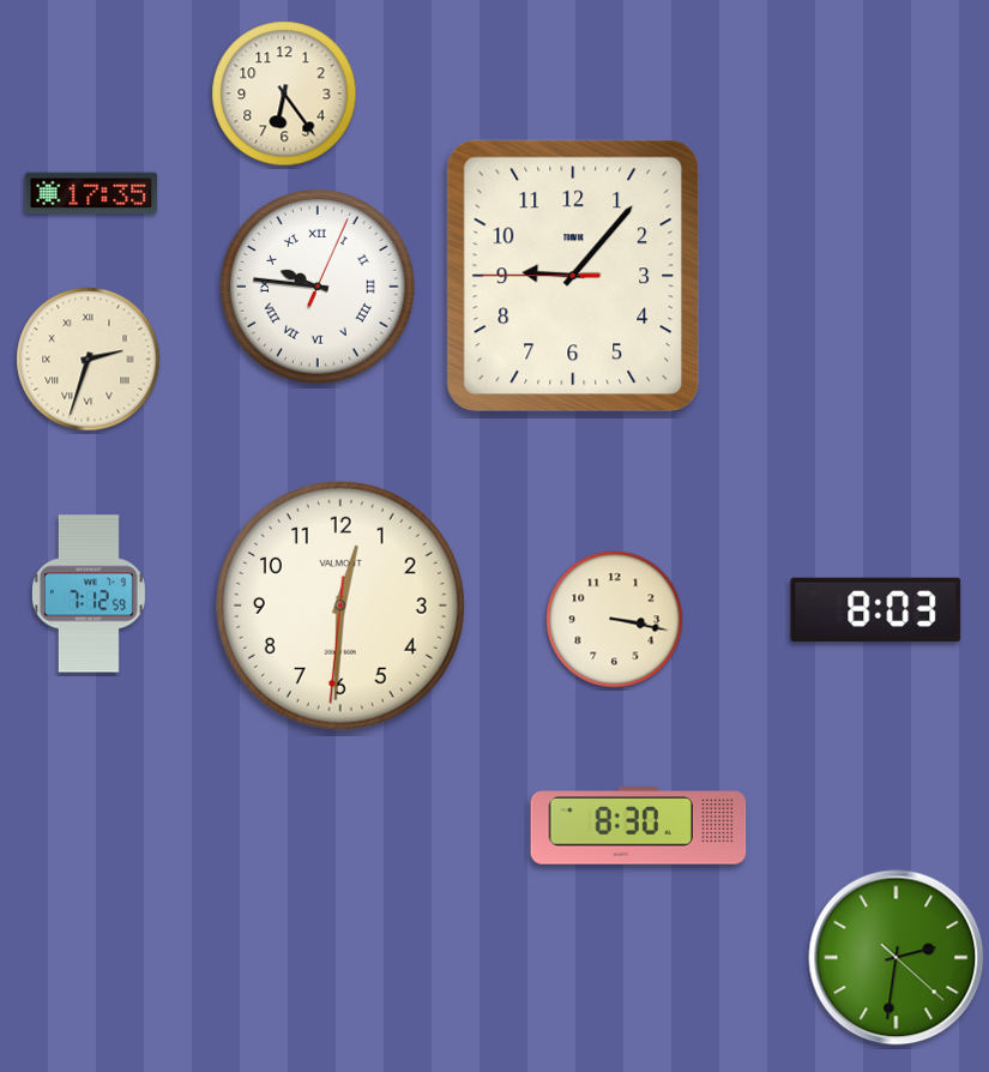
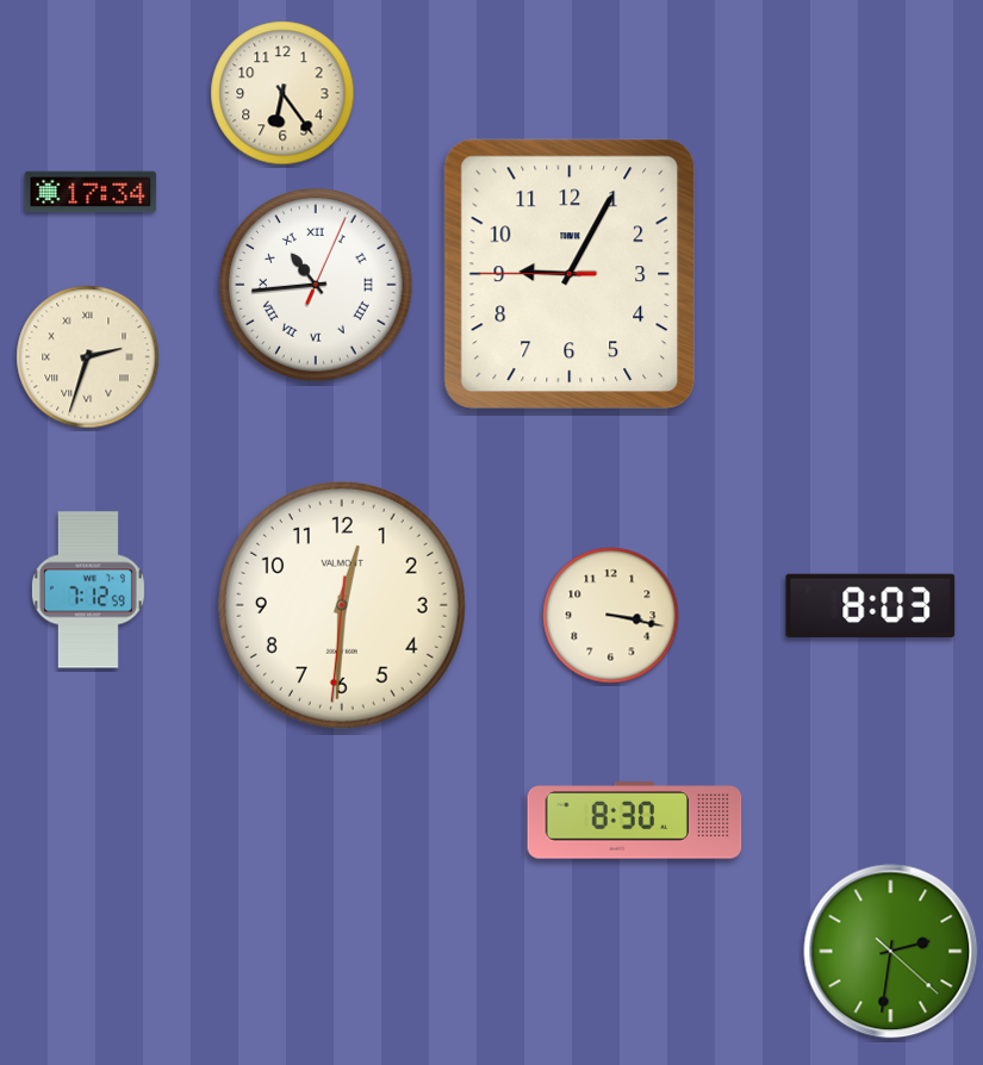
clock at (91, 193): 17:35 -> 17:34
clock at (573, 276): 9:06 -> 9:04
clock at (318, 287): 9:46 -> 10:44
clock at (340, 606) position: (340, 606) -> (342, 605)
